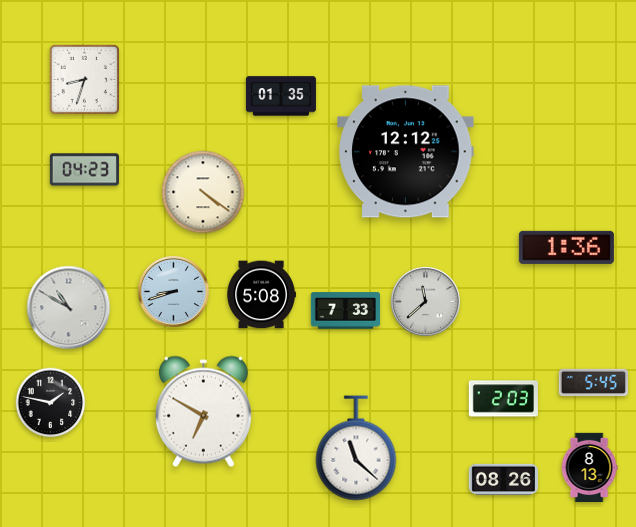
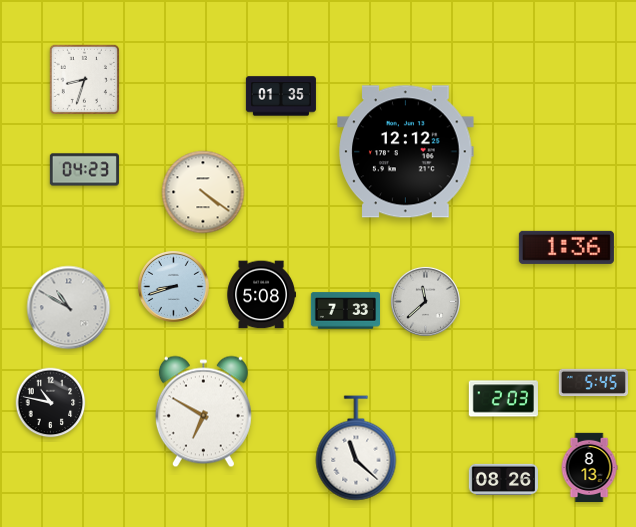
clock at (173, 291) position: (173, 291) -> (173, 286)
clock at (51, 403): 1:47 -> 10:47
